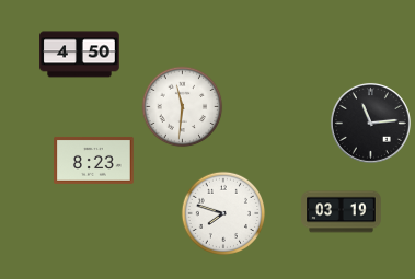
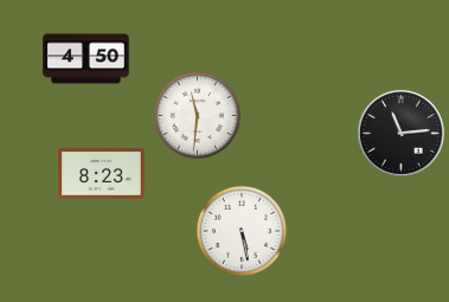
clock at (222, 212): 7:48 -> 5:28
clock at (342, 212): 03:19 -> none
